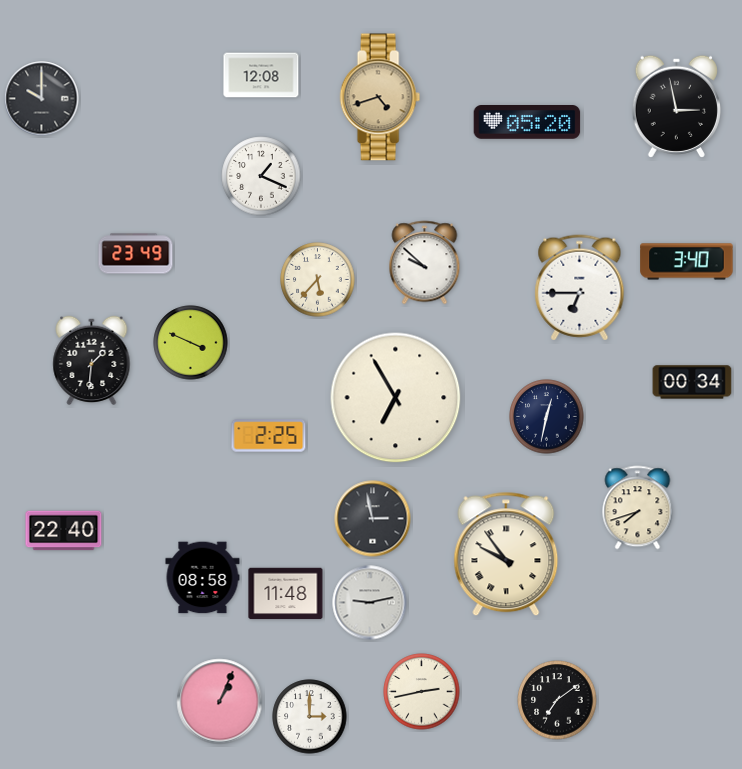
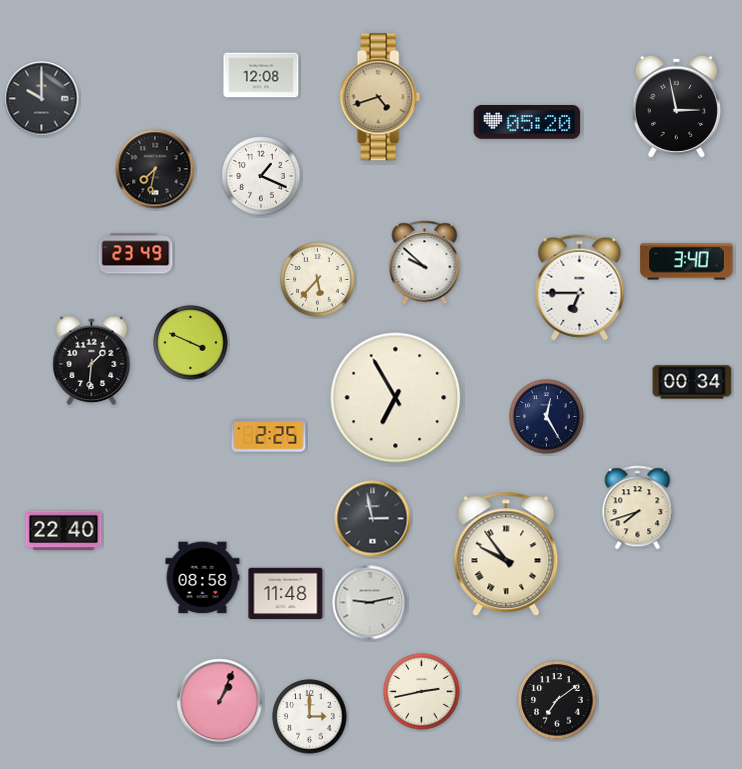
clock at (155, 169): none -> 7:32
clock at (547, 417): 12:32 -> 12:25
